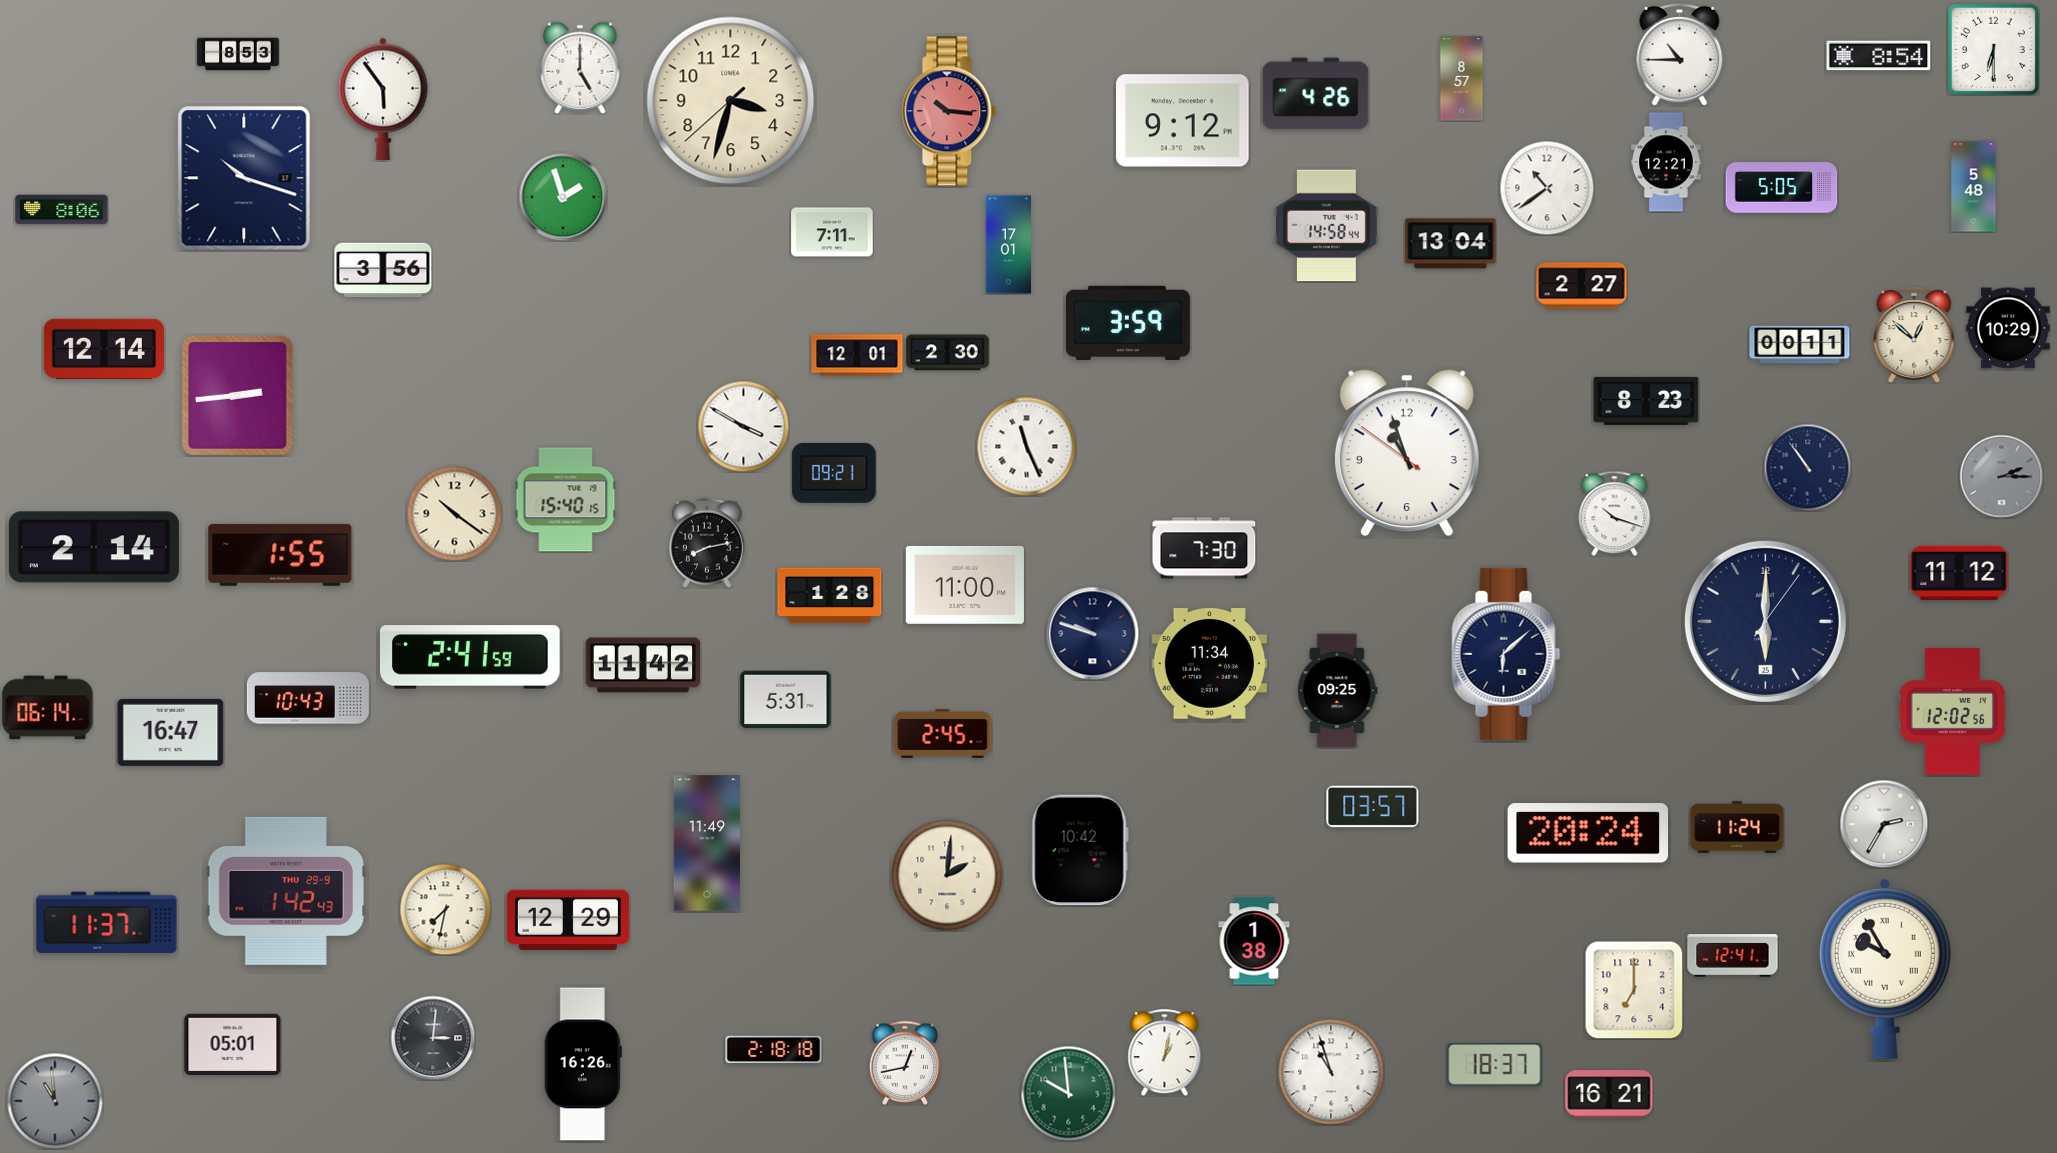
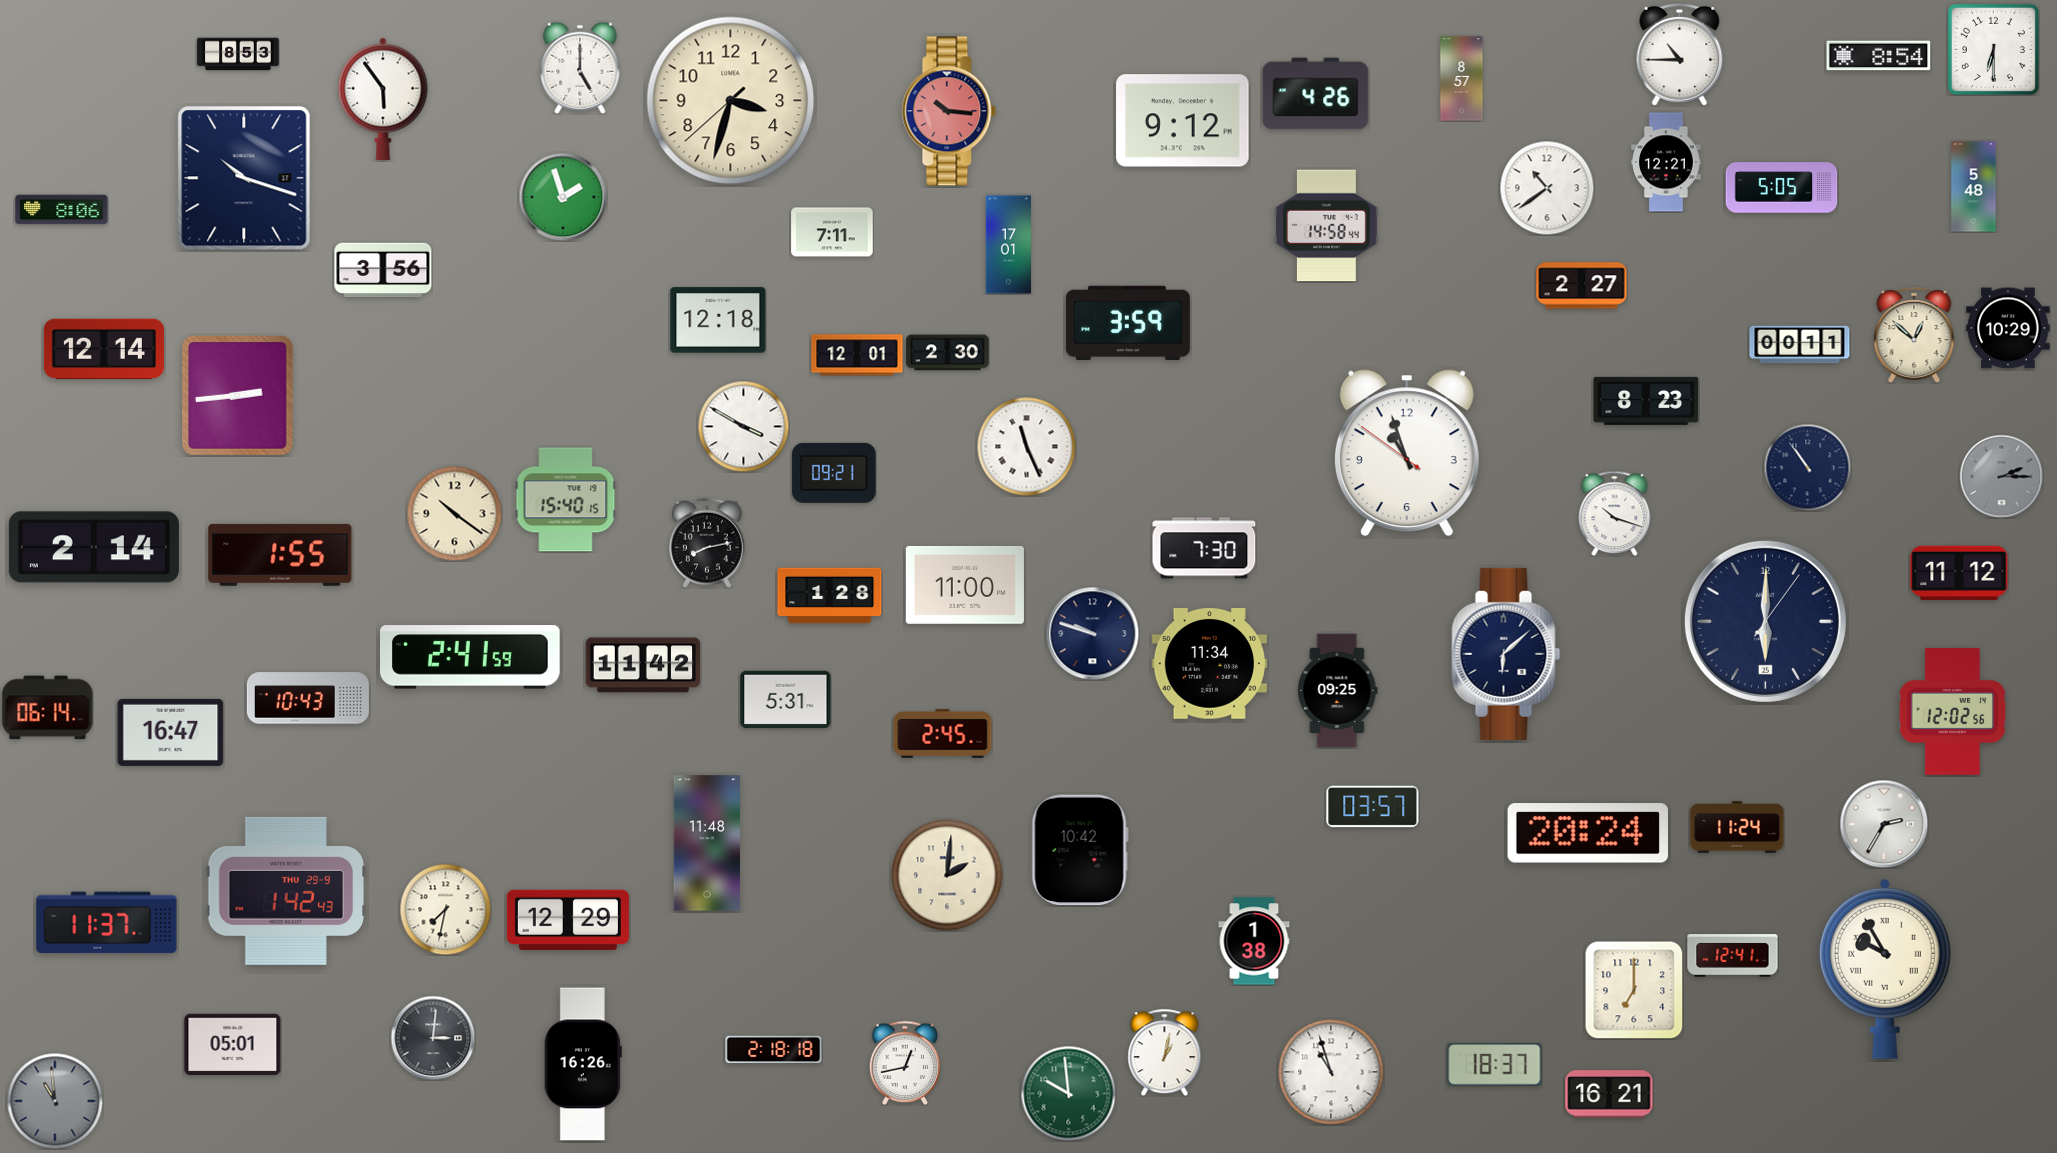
clock at (1451, 244): 13:04 -> none
clock at (718, 320): none -> 12:18
clock at (707, 843): 11:49 -> 11:48
